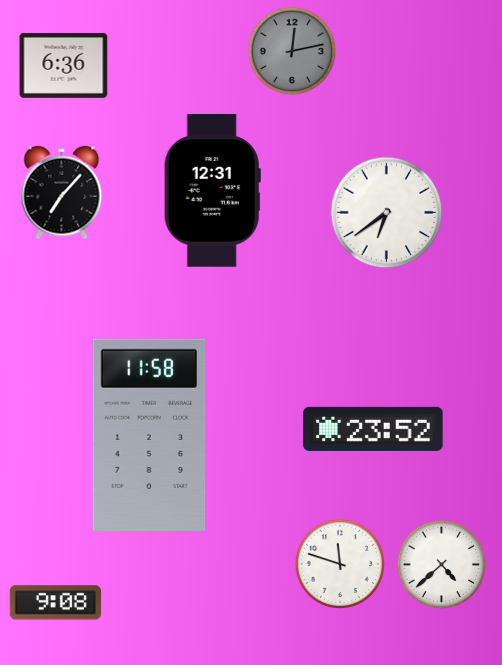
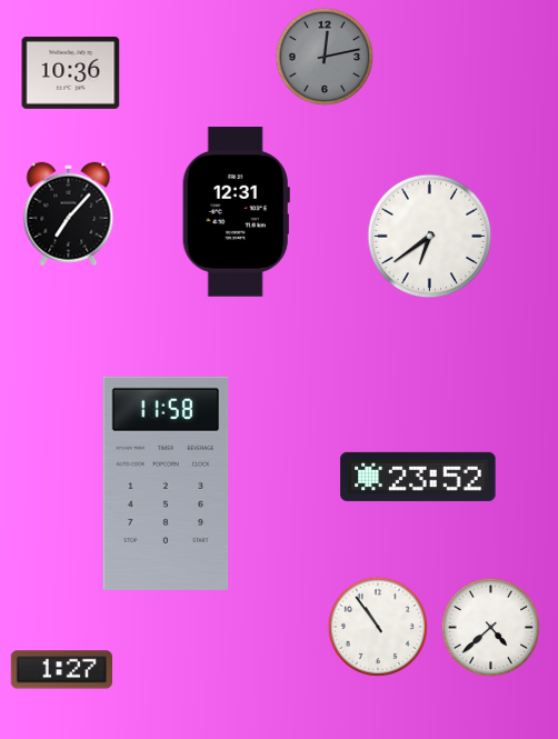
clock at (64, 65): 6:36 -> 10:36
clock at (373, 429) position: (373, 429) -> (418, 477)
clock at (340, 564): 11:48 -> 10:54
clock at (55, 603): 9:08 -> 1:27
